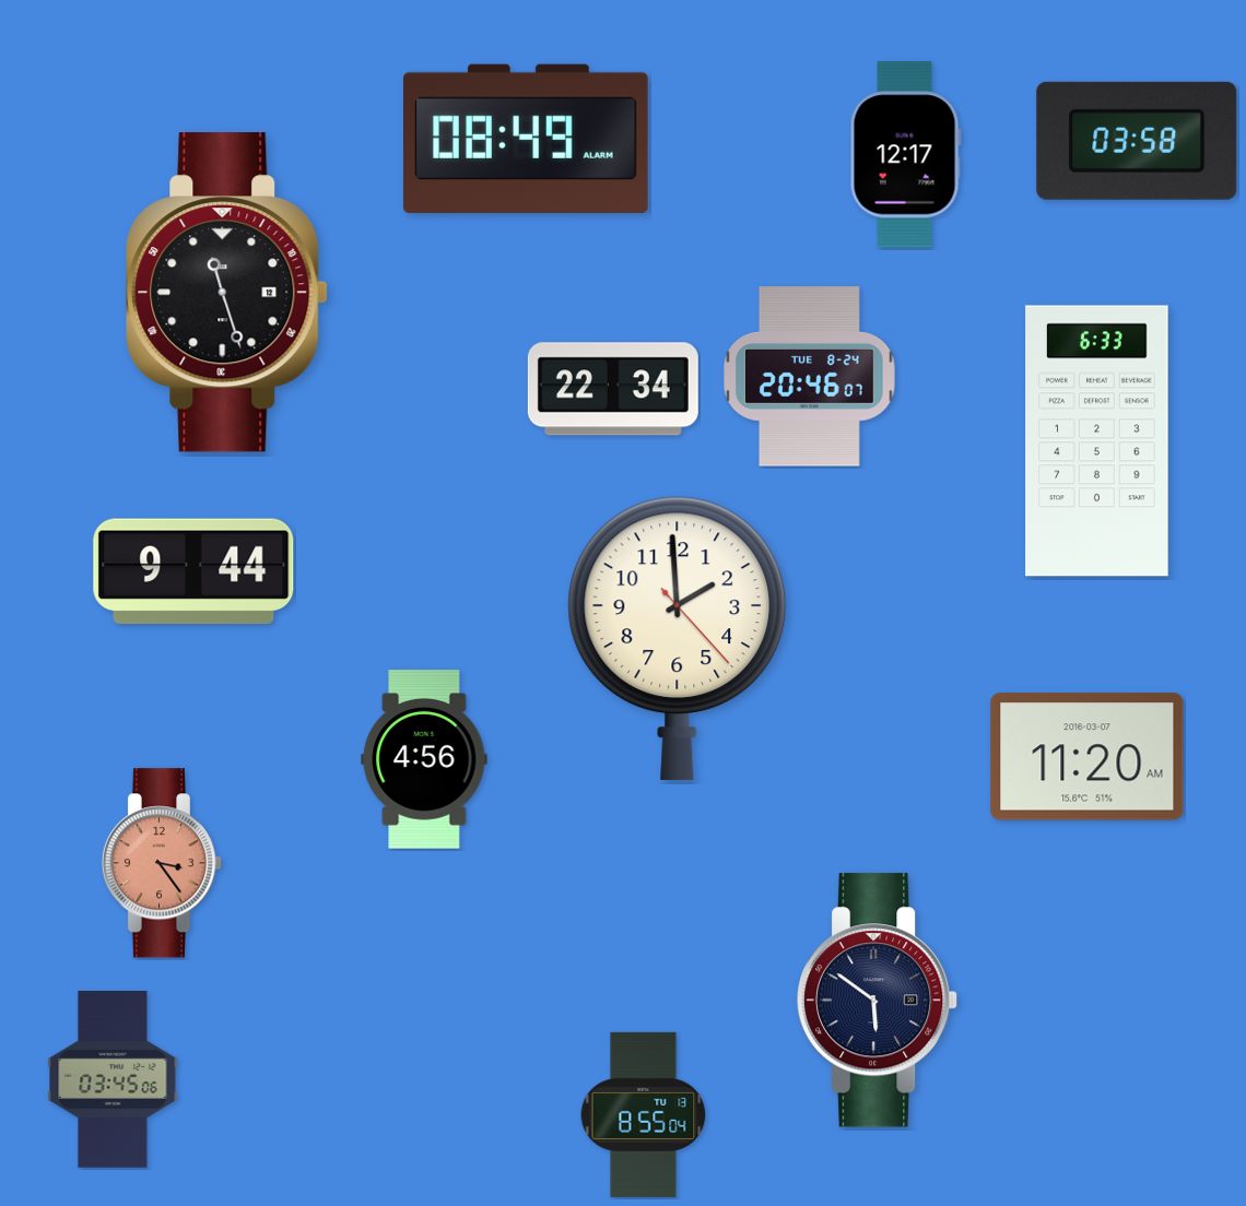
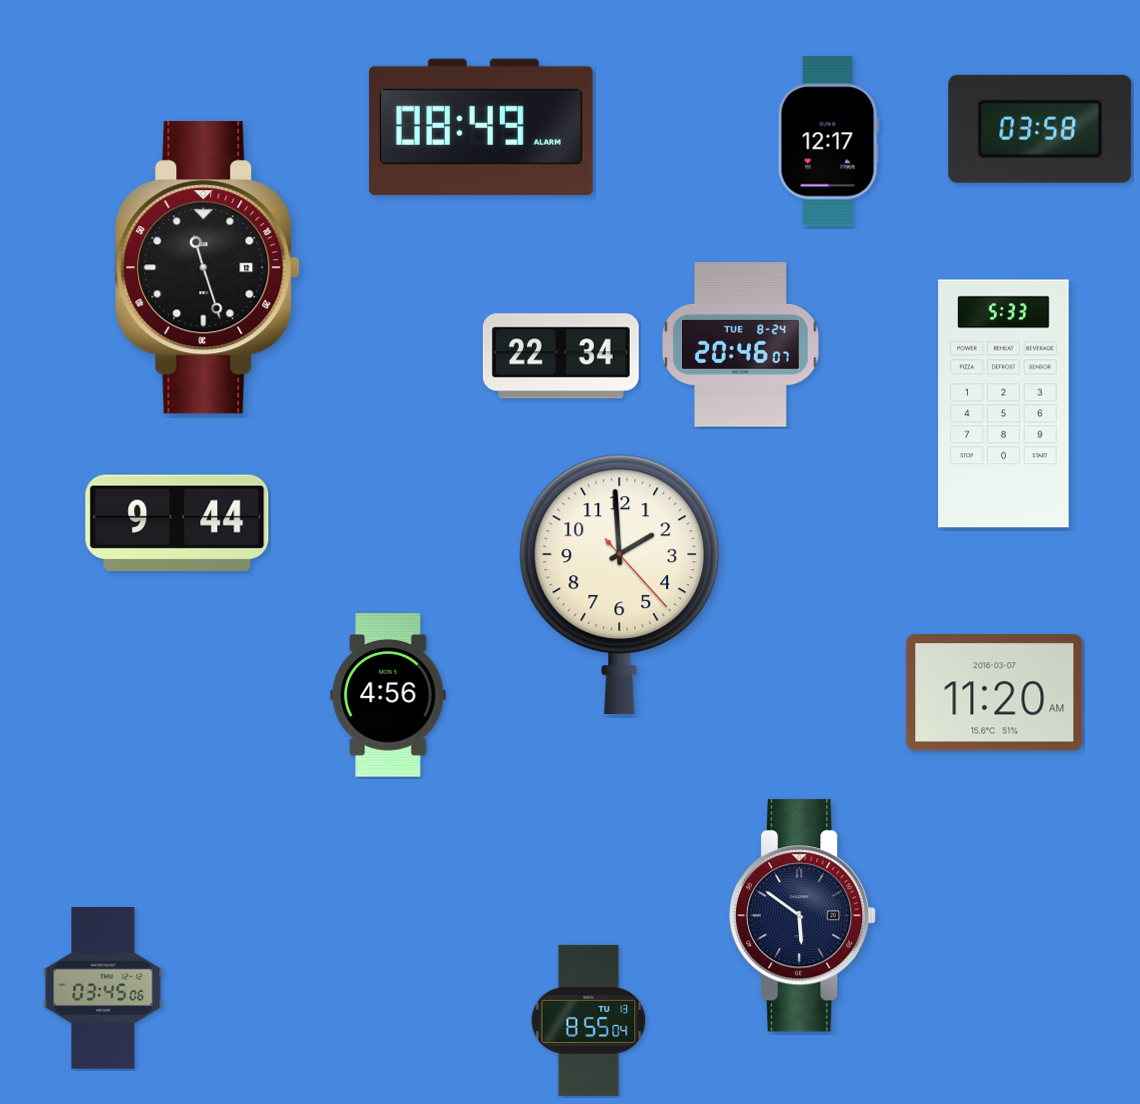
clock at (1097, 441): 6:33 -> 5:33
clock at (162, 863): 3:24 -> none
